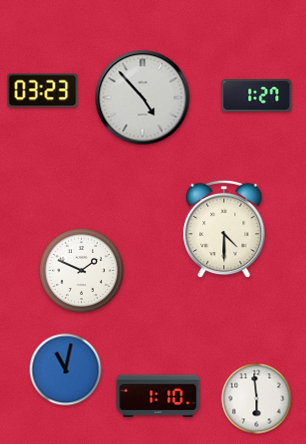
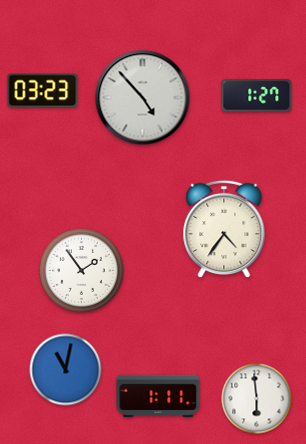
clock at (224, 229): 4:30 -> 4:36
clock at (81, 270): 1:49 -> 1:54
clock at (158, 396): 1:10 -> 1:11
